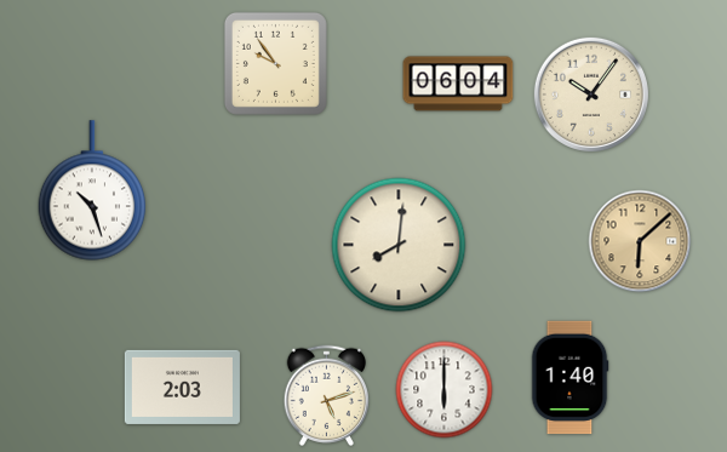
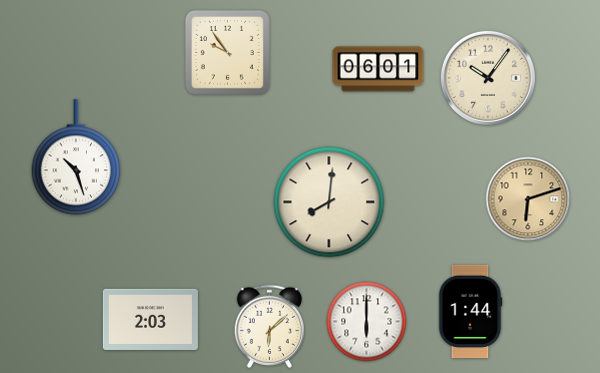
clock at (458, 84): 06:04 -> 06:01
clock at (640, 241): 6:08 -> 6:12
clock at (569, 378): 1:40 -> 1:44
clock at (327, 395): 5:12 -> 6:08
